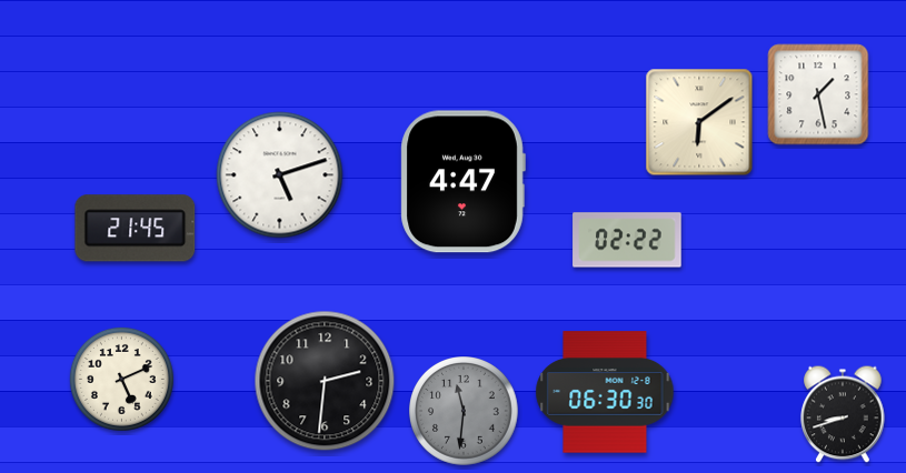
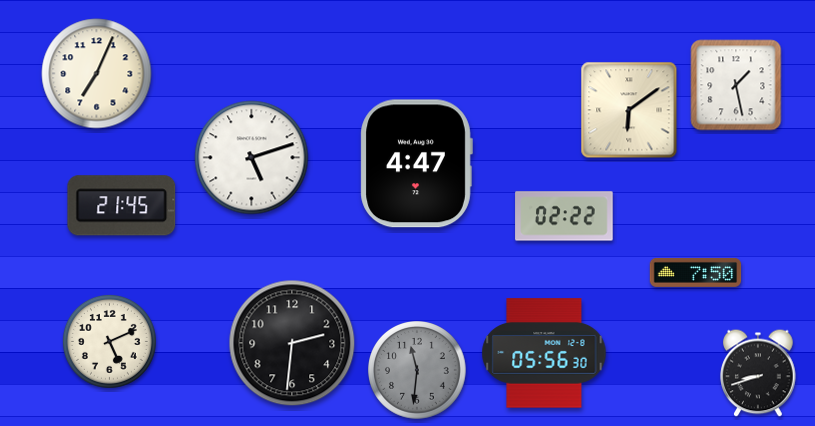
clock at (97, 74): none -> 7:04
clock at (696, 272): none -> 7:50
clock at (605, 392): 06:30 -> 05:56
